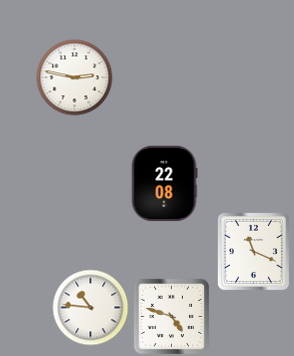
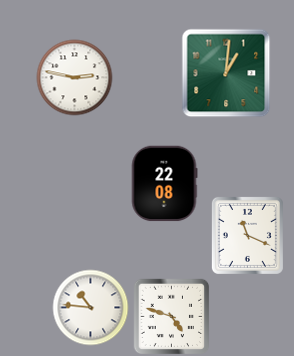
clock at (226, 73): none -> 1:01
clock at (253, 251) position: (253, 251) -> (247, 235)
